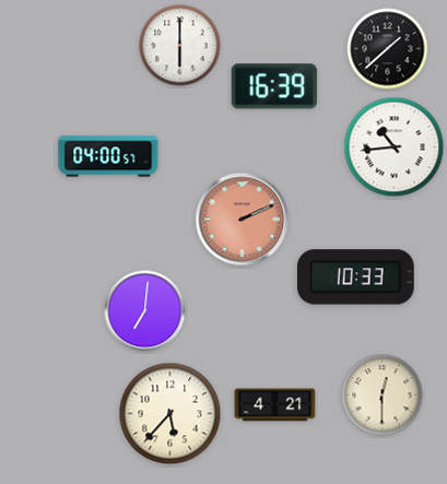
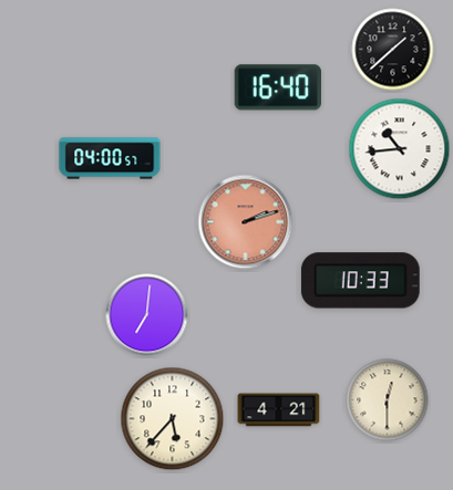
clock at (180, 46): 6:00 -> none
clock at (274, 86): 16:39 -> 16:40
clock at (243, 220): 2:11 -> 2:12
